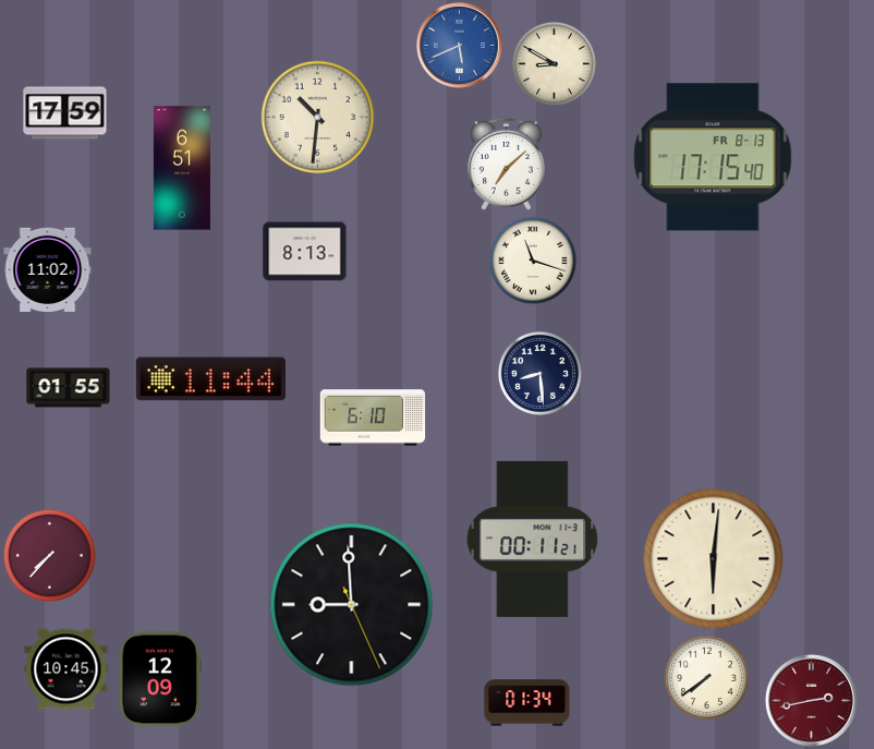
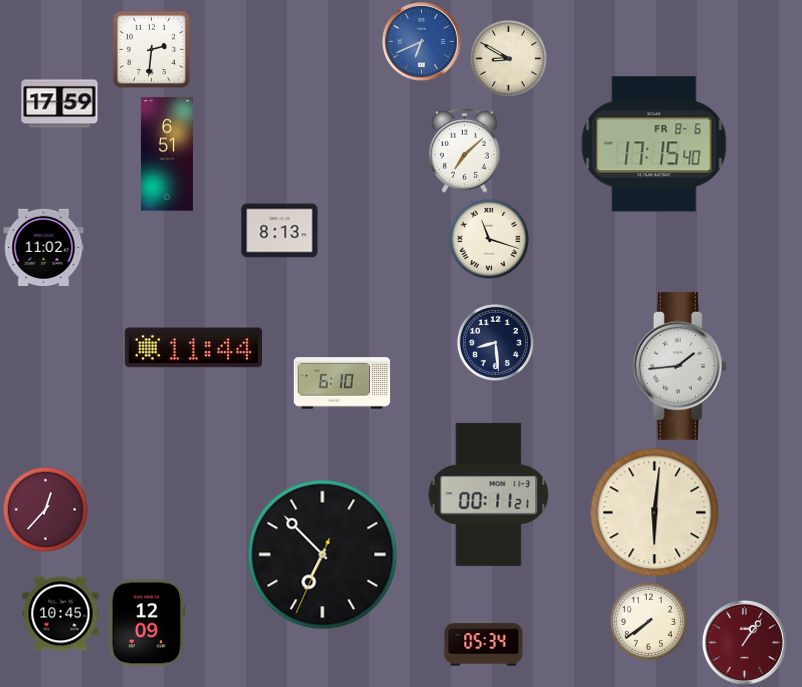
clock at (460, 46): 5:41 -> 6:41
clock at (151, 49): none -> 2:31
clock at (318, 118): 10:31 -> none
clock at (713, 157) date: FR 8-13 -> FR 8-6
clock at (69, 388): 01:55 -> none
clock at (680, 367): none -> 1:44
clock at (49, 555): 7:37 -> 12:37
clock at (352, 605): 8:59 -> 6:52
clock at (811, 700): 2:43 -> 1:06
clock at (527, 703): 01:34 -> 05:34
